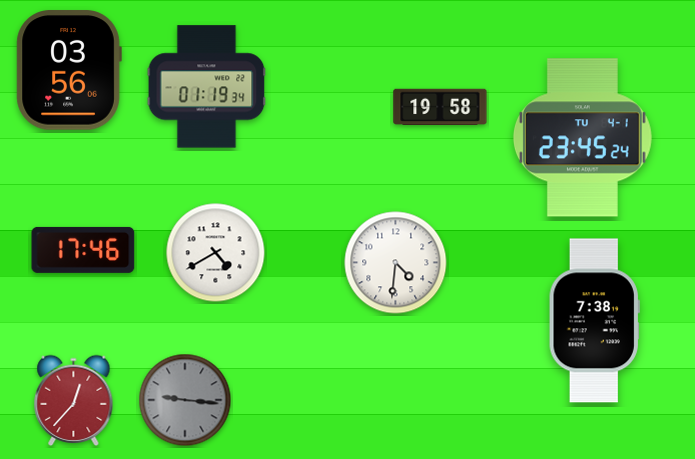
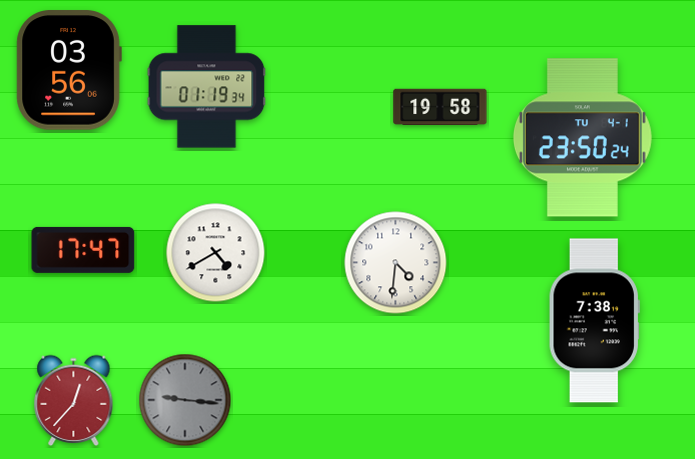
clock at (582, 138): 23:45 -> 23:50
clock at (83, 250): 17:46 -> 17:47
